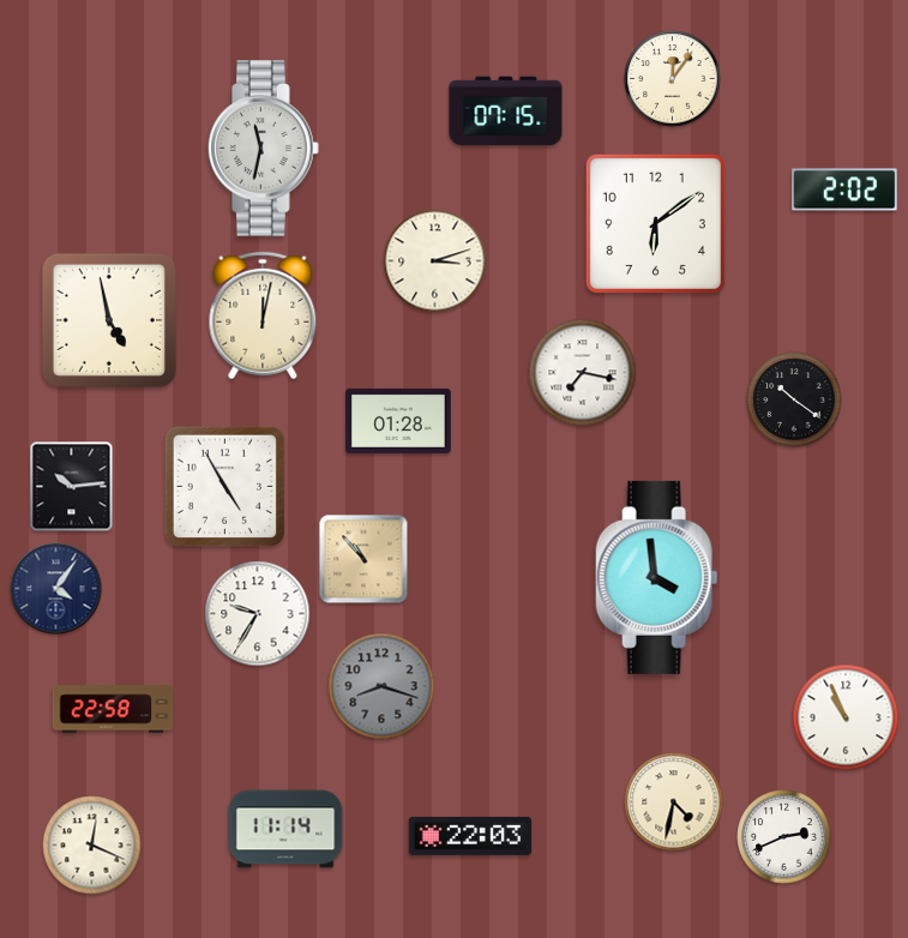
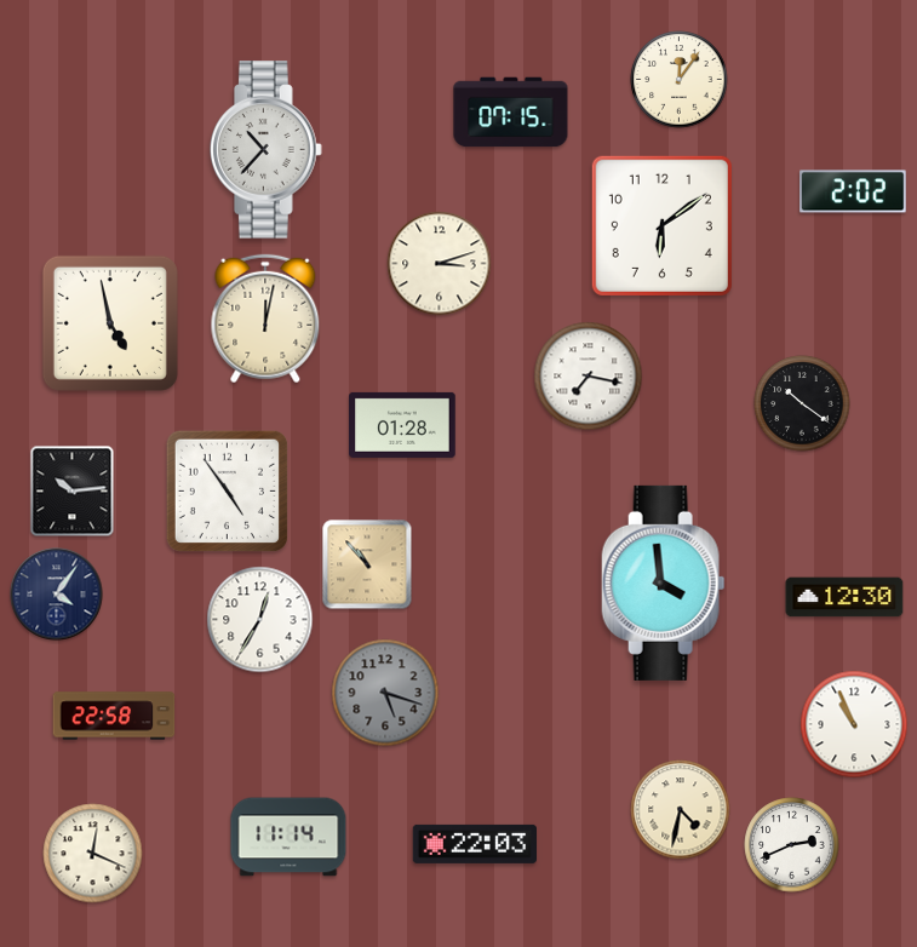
clock at (264, 149): 11:32 -> 10:37
clock at (224, 486): 4:55 -> 4:54
clock at (844, 597): none -> 12:30
clock at (258, 614): 9:35 -> 12:35
clock at (381, 686): 8:18 -> 5:18
